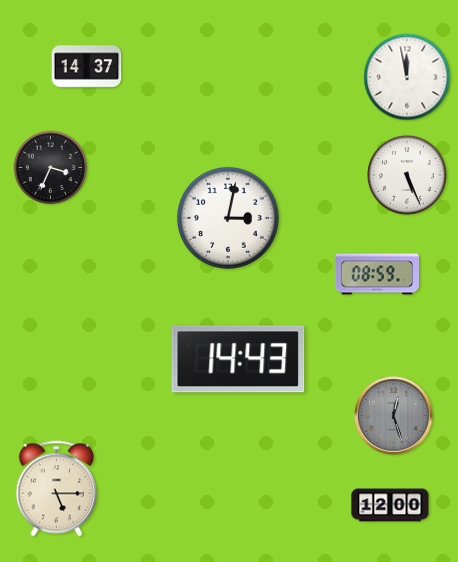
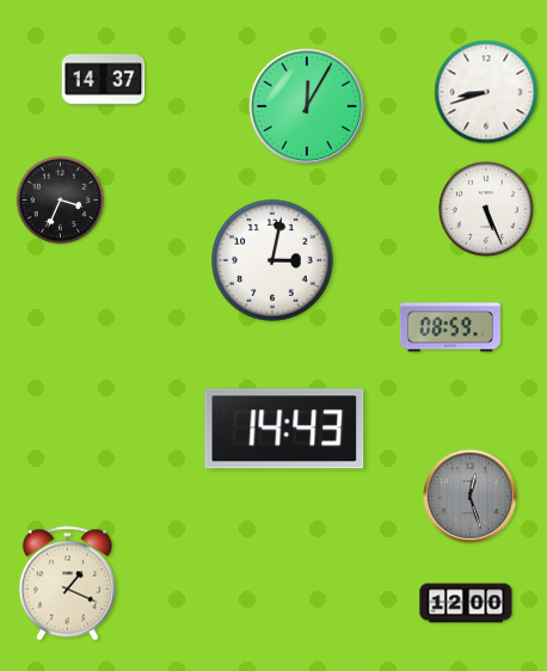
clock at (407, 77): 11:58 -> 8:42
clock at (307, 106): none -> 12:05
clock at (57, 489): 5:15 -> 1:19
